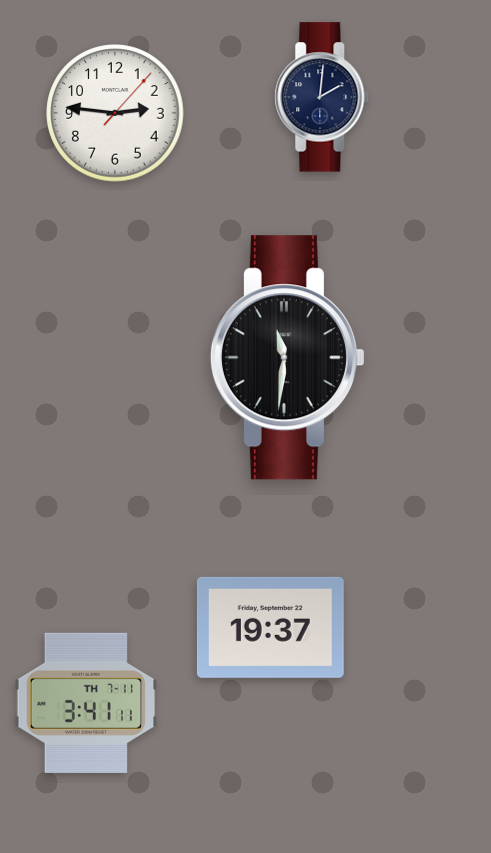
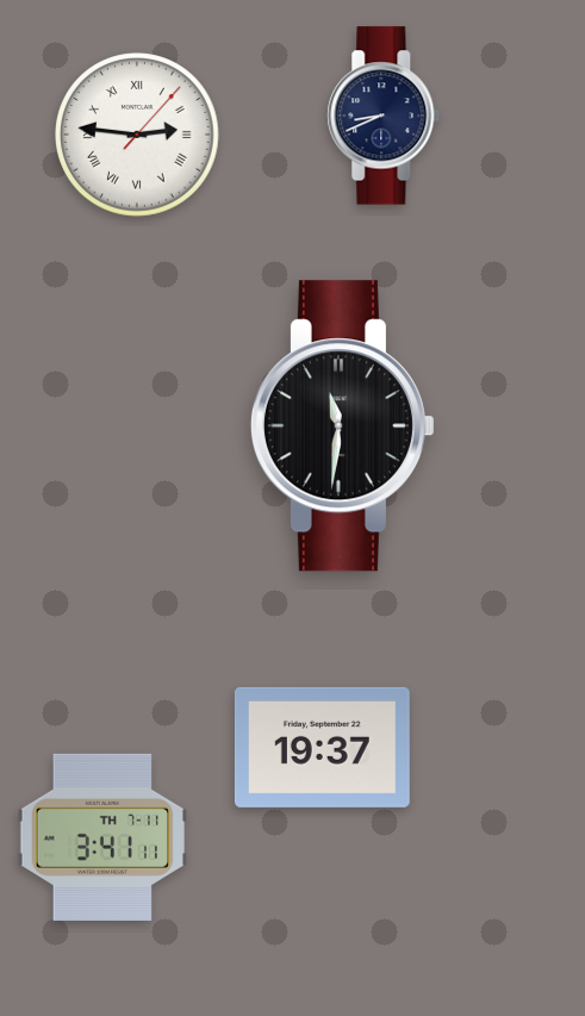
clock at (322, 97): 2:01 -> 8:41
clock at (115, 113) numerals: Arabic -> Roman
